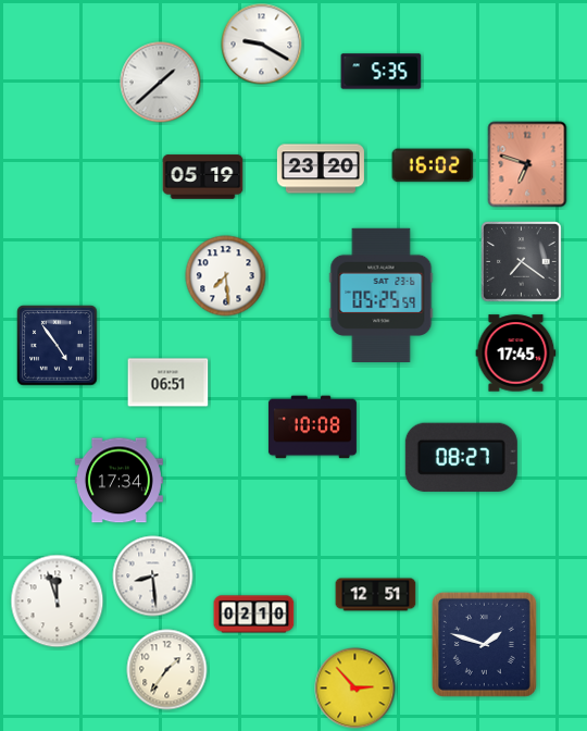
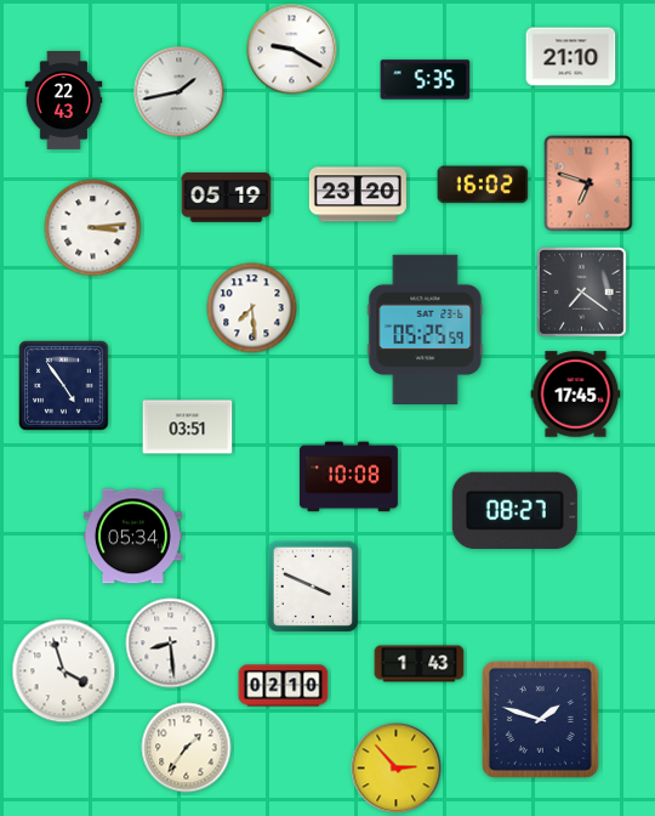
clock at (571, 57): none -> 21:10
clock at (161, 83): 1:38 -> 1:43
clock at (64, 100): none -> 22:43
clock at (321, 169) position: (321, 169) -> (358, 194)
clock at (93, 228): none -> 3:14
clock at (168, 383): 06:51 -> 03:51
clock at (118, 481): 17:34 -> 05:34
clock at (313, 586): none -> 3:49
clock at (376, 595): 12:51 -> 1:43
clock at (58, 602): 11:57 -> 3:57
